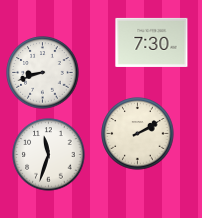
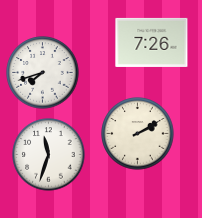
clock at (152, 42): 7:30 -> 7:26
clock at (43, 73): 8:42 -> 7:42
